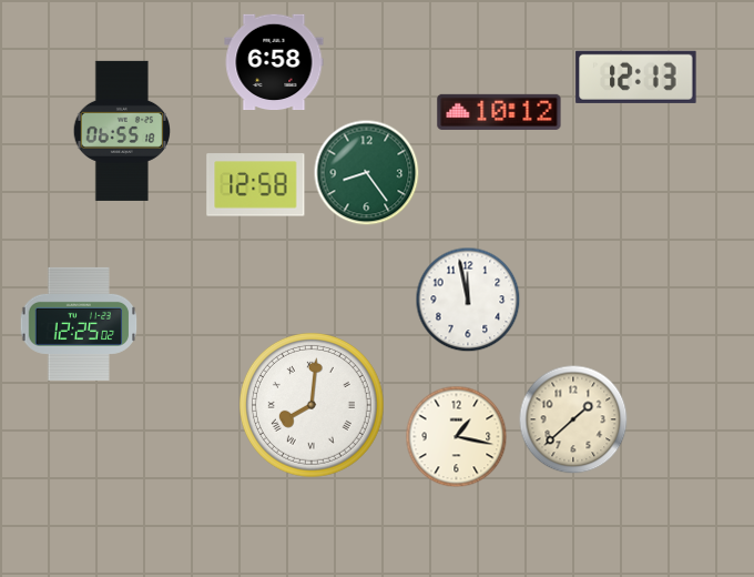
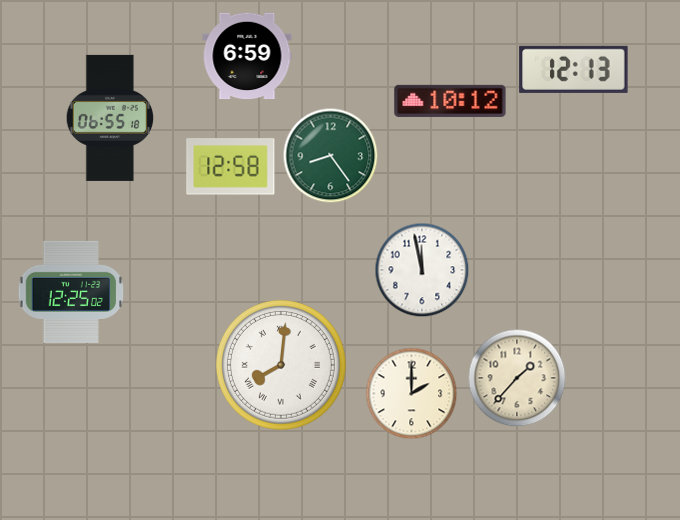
clock at (274, 62): 6:58 -> 6:59
clock at (573, 419): 1:38 -> 1:37
clock at (457, 437): 1:17 -> 2:00
